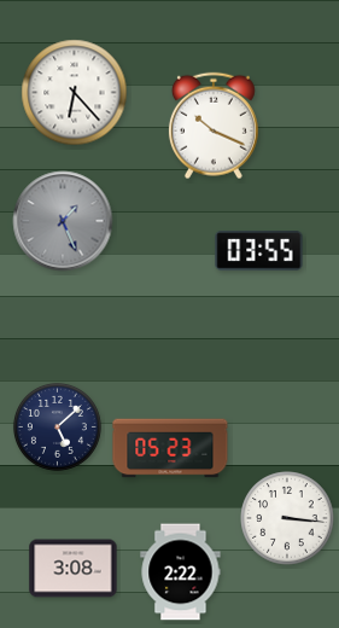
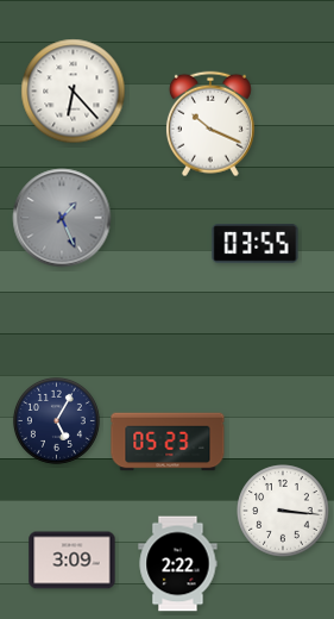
clock at (259, 251) position: (259, 251) -> (256, 244)
clock at (57, 426): 5:08 -> 5:05
clock at (74, 569): 3:08 -> 3:09
